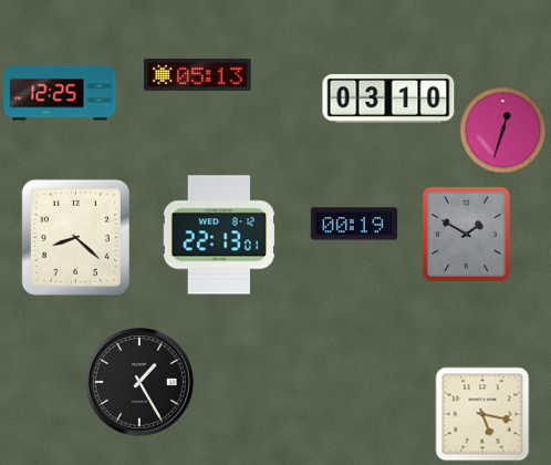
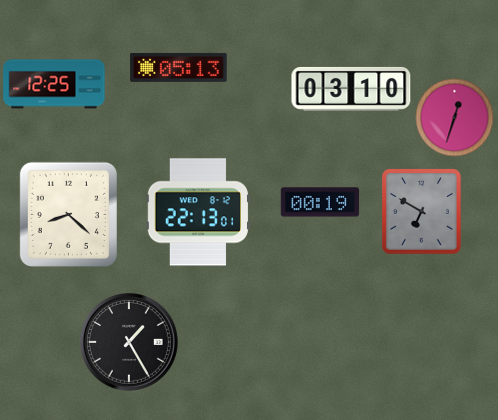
clock at (467, 234): 1:50 -> 6:50
clock at (139, 382) position: (139, 382) -> (129, 342)
clock at (482, 414): 5:17 -> none
